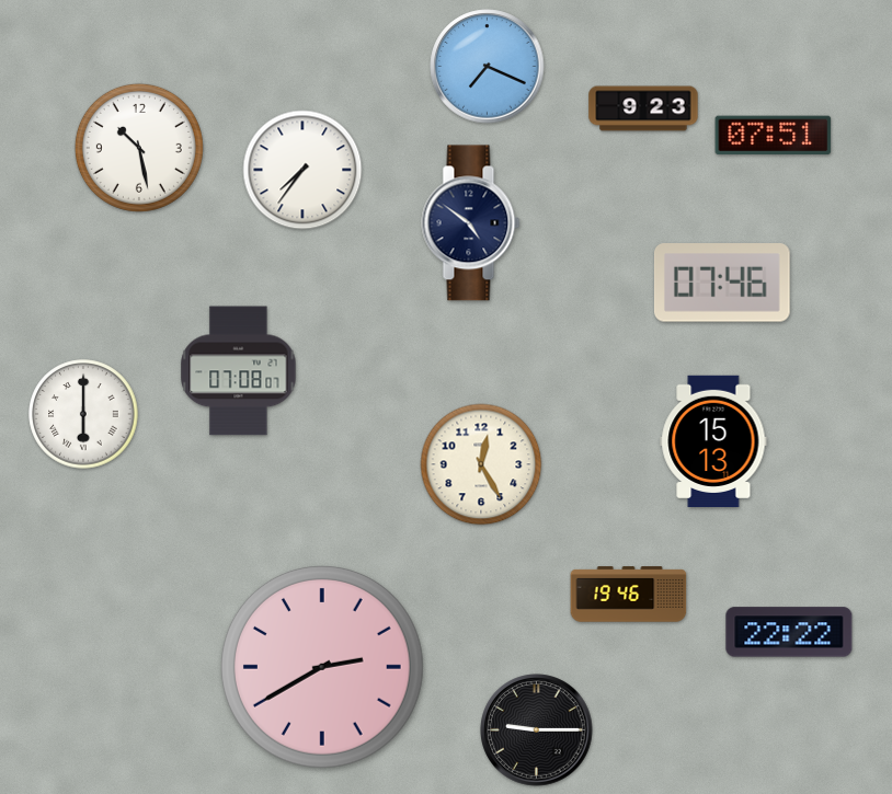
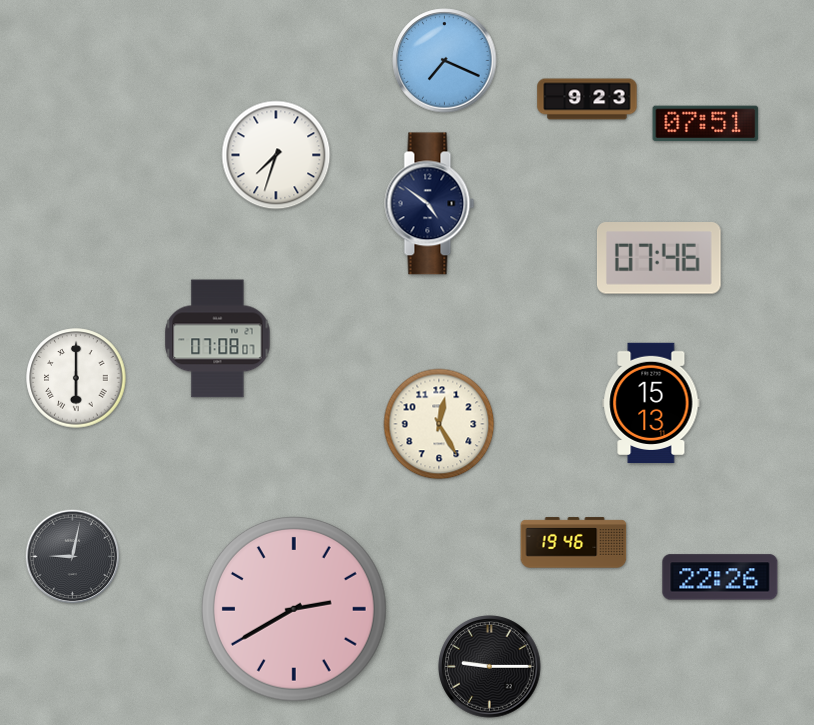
clock at (139, 148): 10:28 -> none
clock at (302, 170): 7:36 -> 7:33
clock at (73, 557): none -> 9:02
clock at (789, 632): 22:22 -> 22:26
